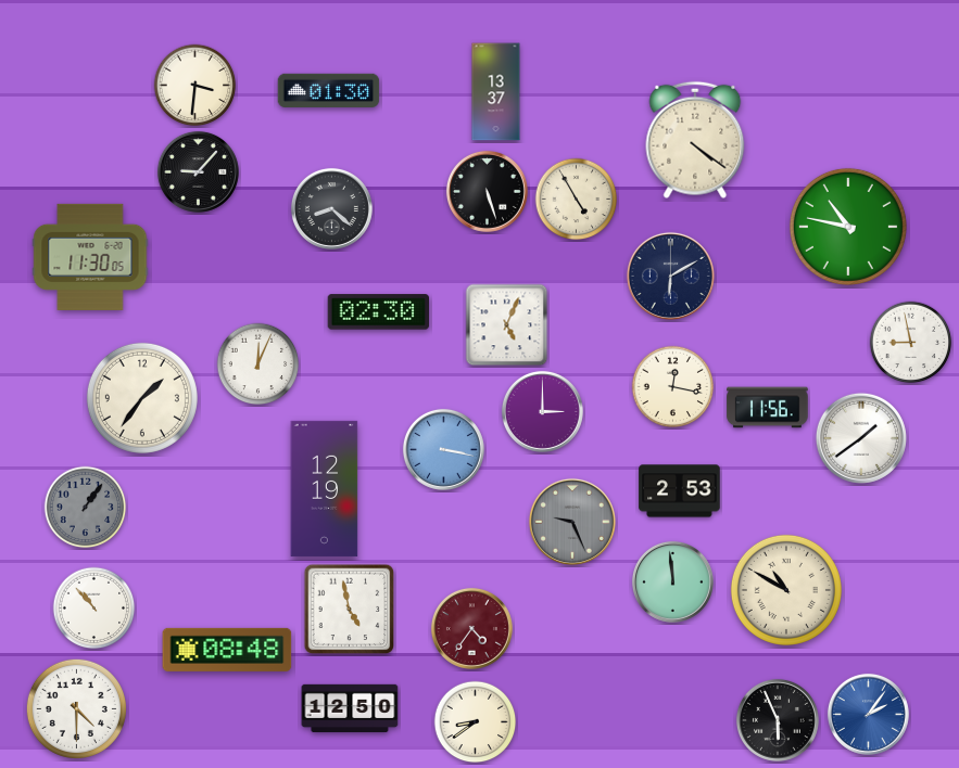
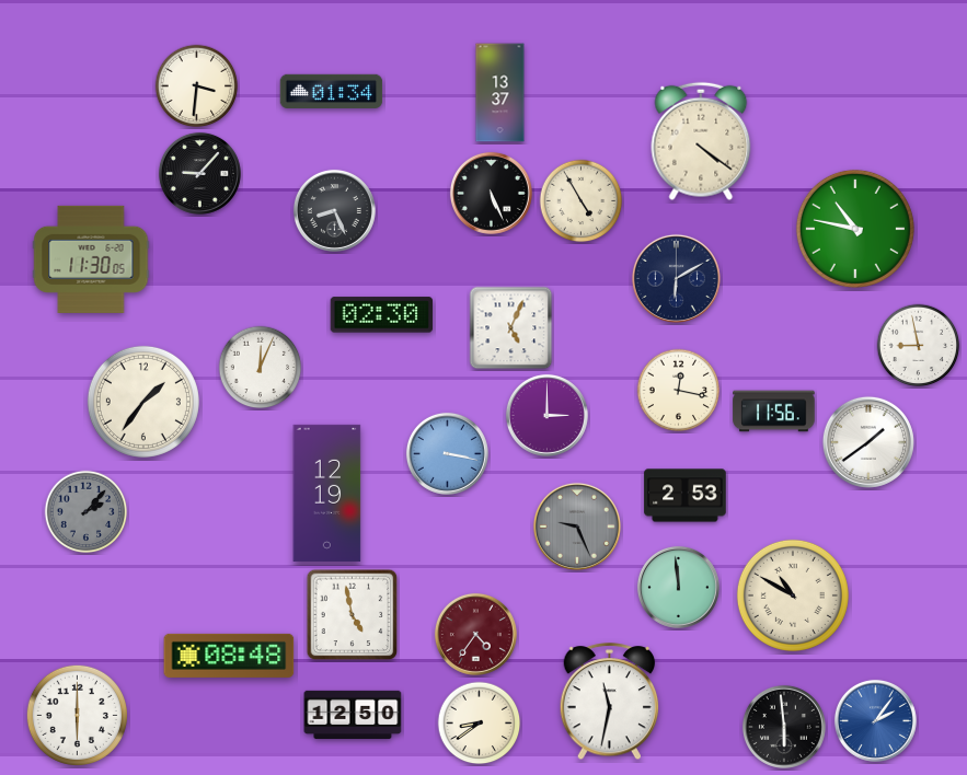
clock at (329, 90): 01:30 -> 01:34
clock at (487, 191): 5:27 -> 5:26
clock at (331, 208): 8:22 -> 8:26
clock at (86, 508): 1:06 -> 2:07
clock at (94, 609): 10:53 -> none
clock at (610, 702): none -> 11:32
clock at (76, 708): 4:30 -> 6:00
clock at (778, 720): 5:56 -> 5:59
clock at (476, 722) position: (476, 722) -> (480, 724)
